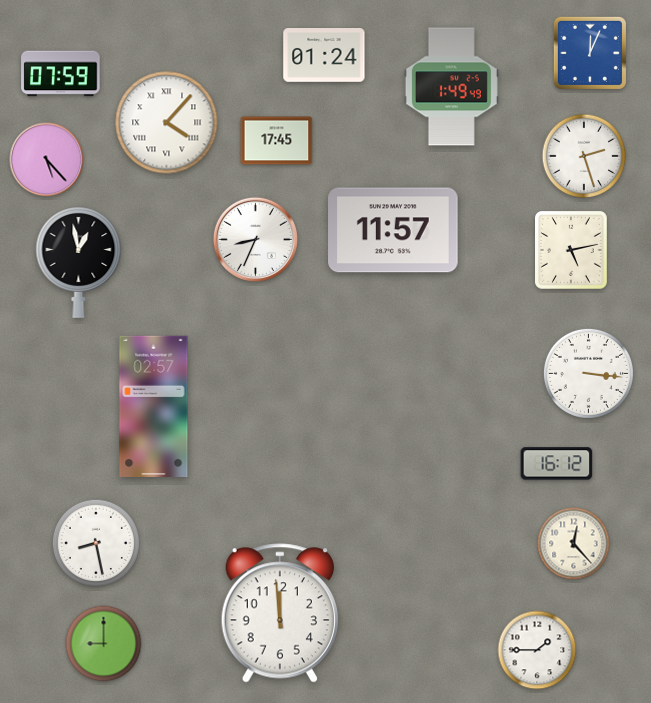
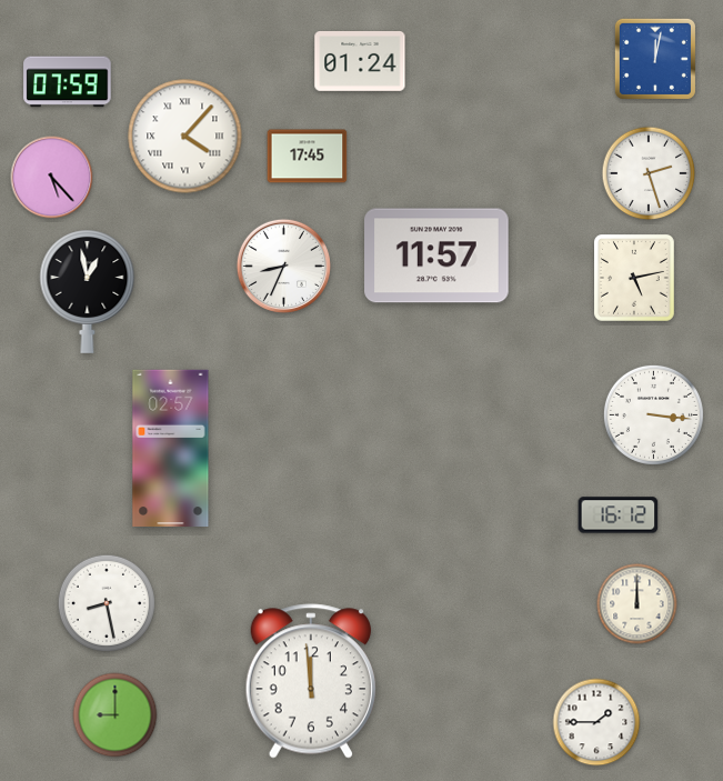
clock at (590, 53): 12:04 -> 12:02
clock at (451, 87): 1:49 -> none
clock at (154, 407) position: (154, 407) -> (171, 449)
clock at (574, 544): 12:23 -> 12:00
